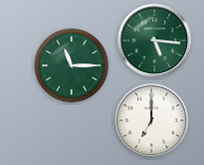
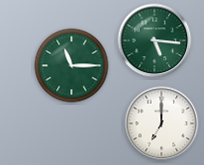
clock at (152, 121) position: (152, 121) -> (162, 124)
